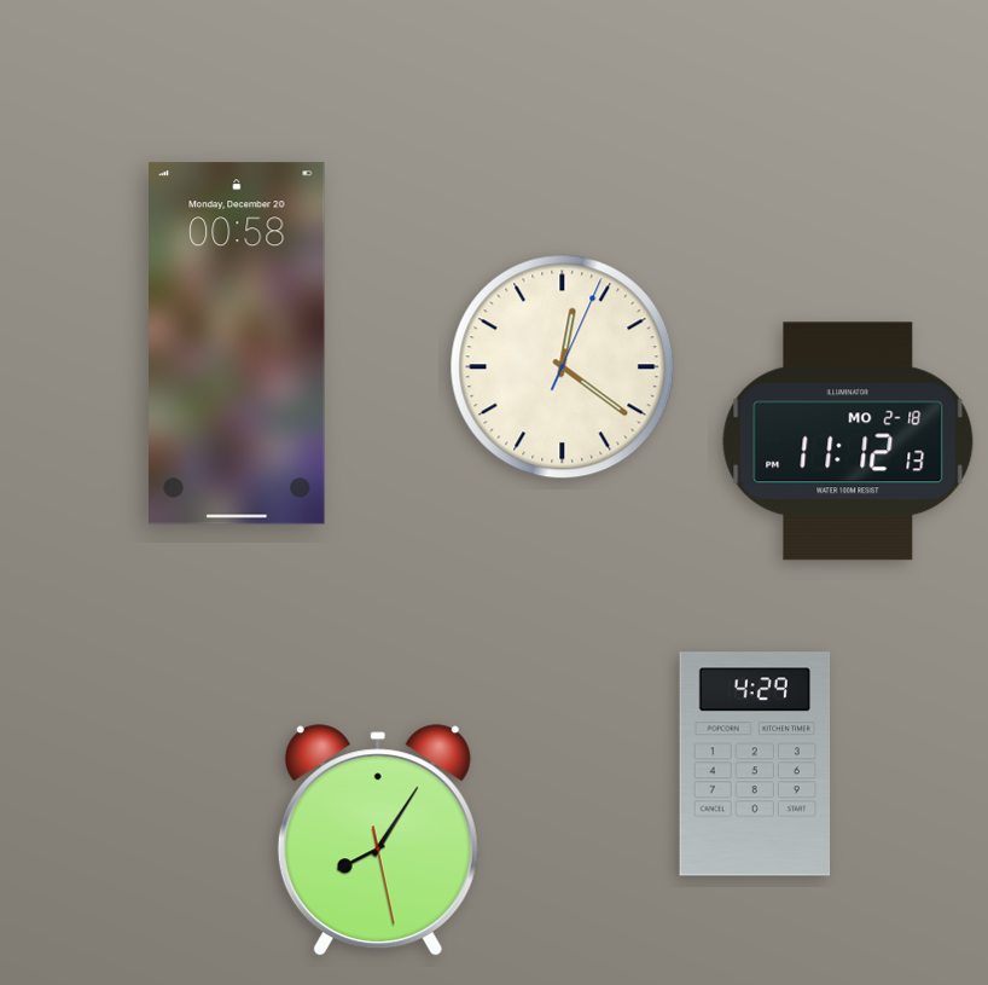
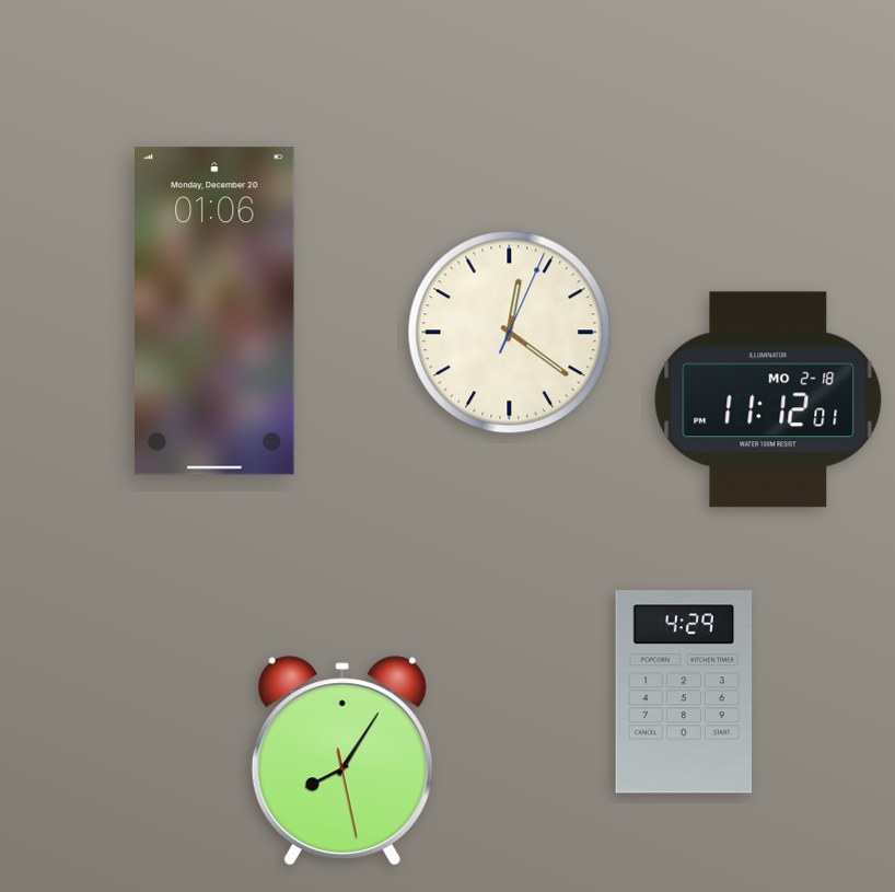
clock at (238, 343): 00:58 -> 01:06
clock at (848, 441): 11:12:13 -> 11:12:01
